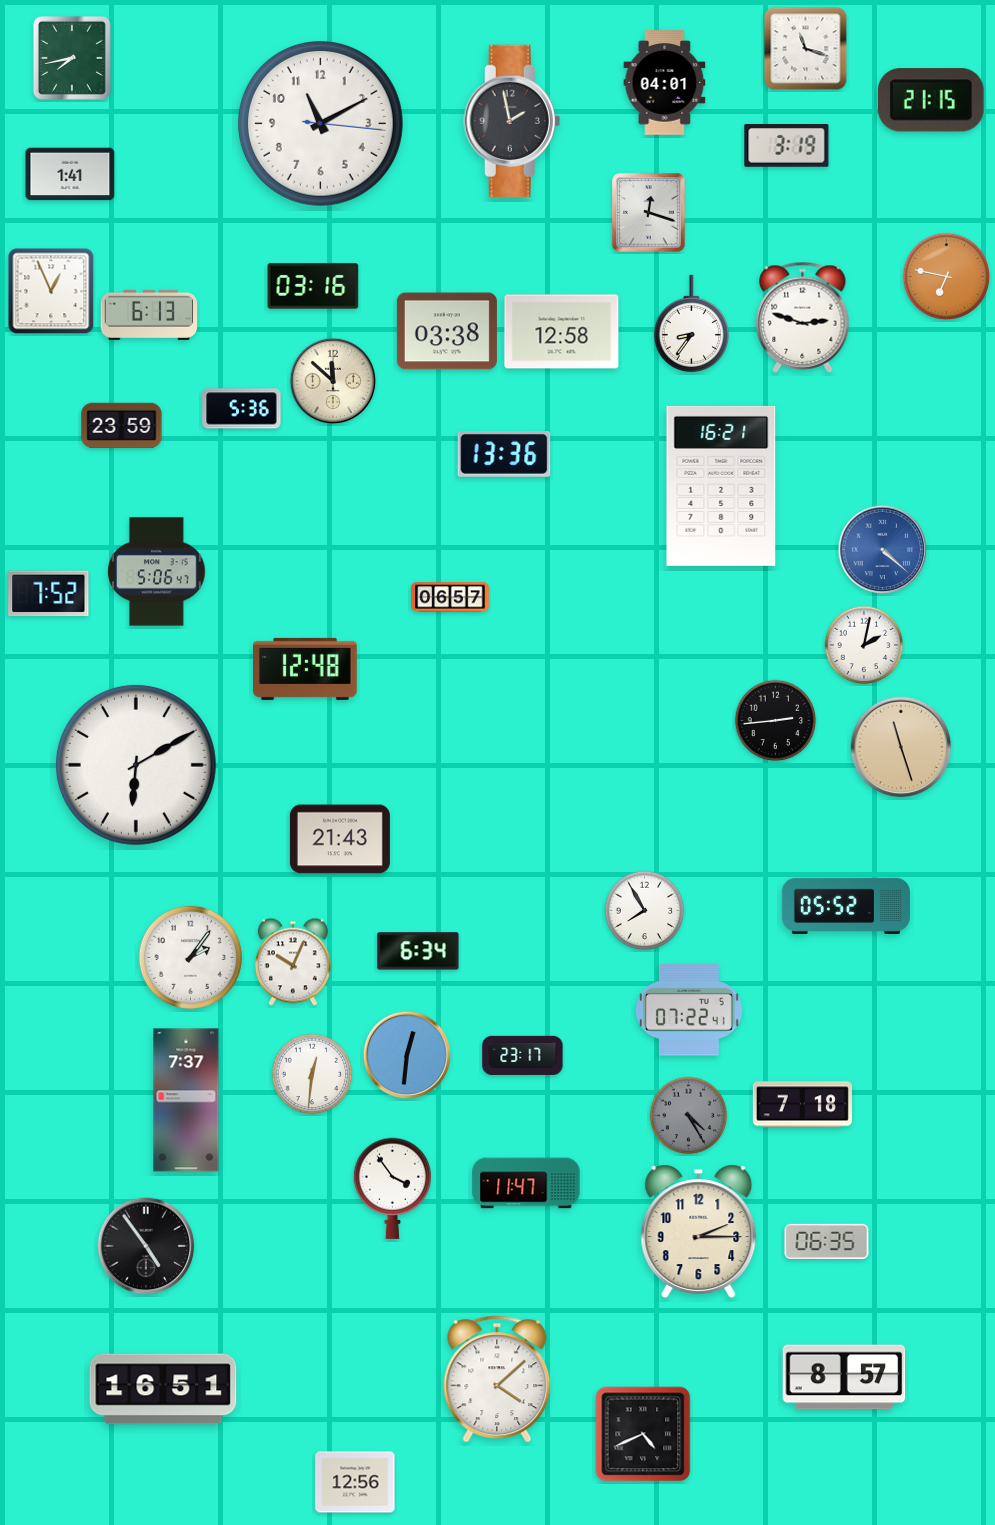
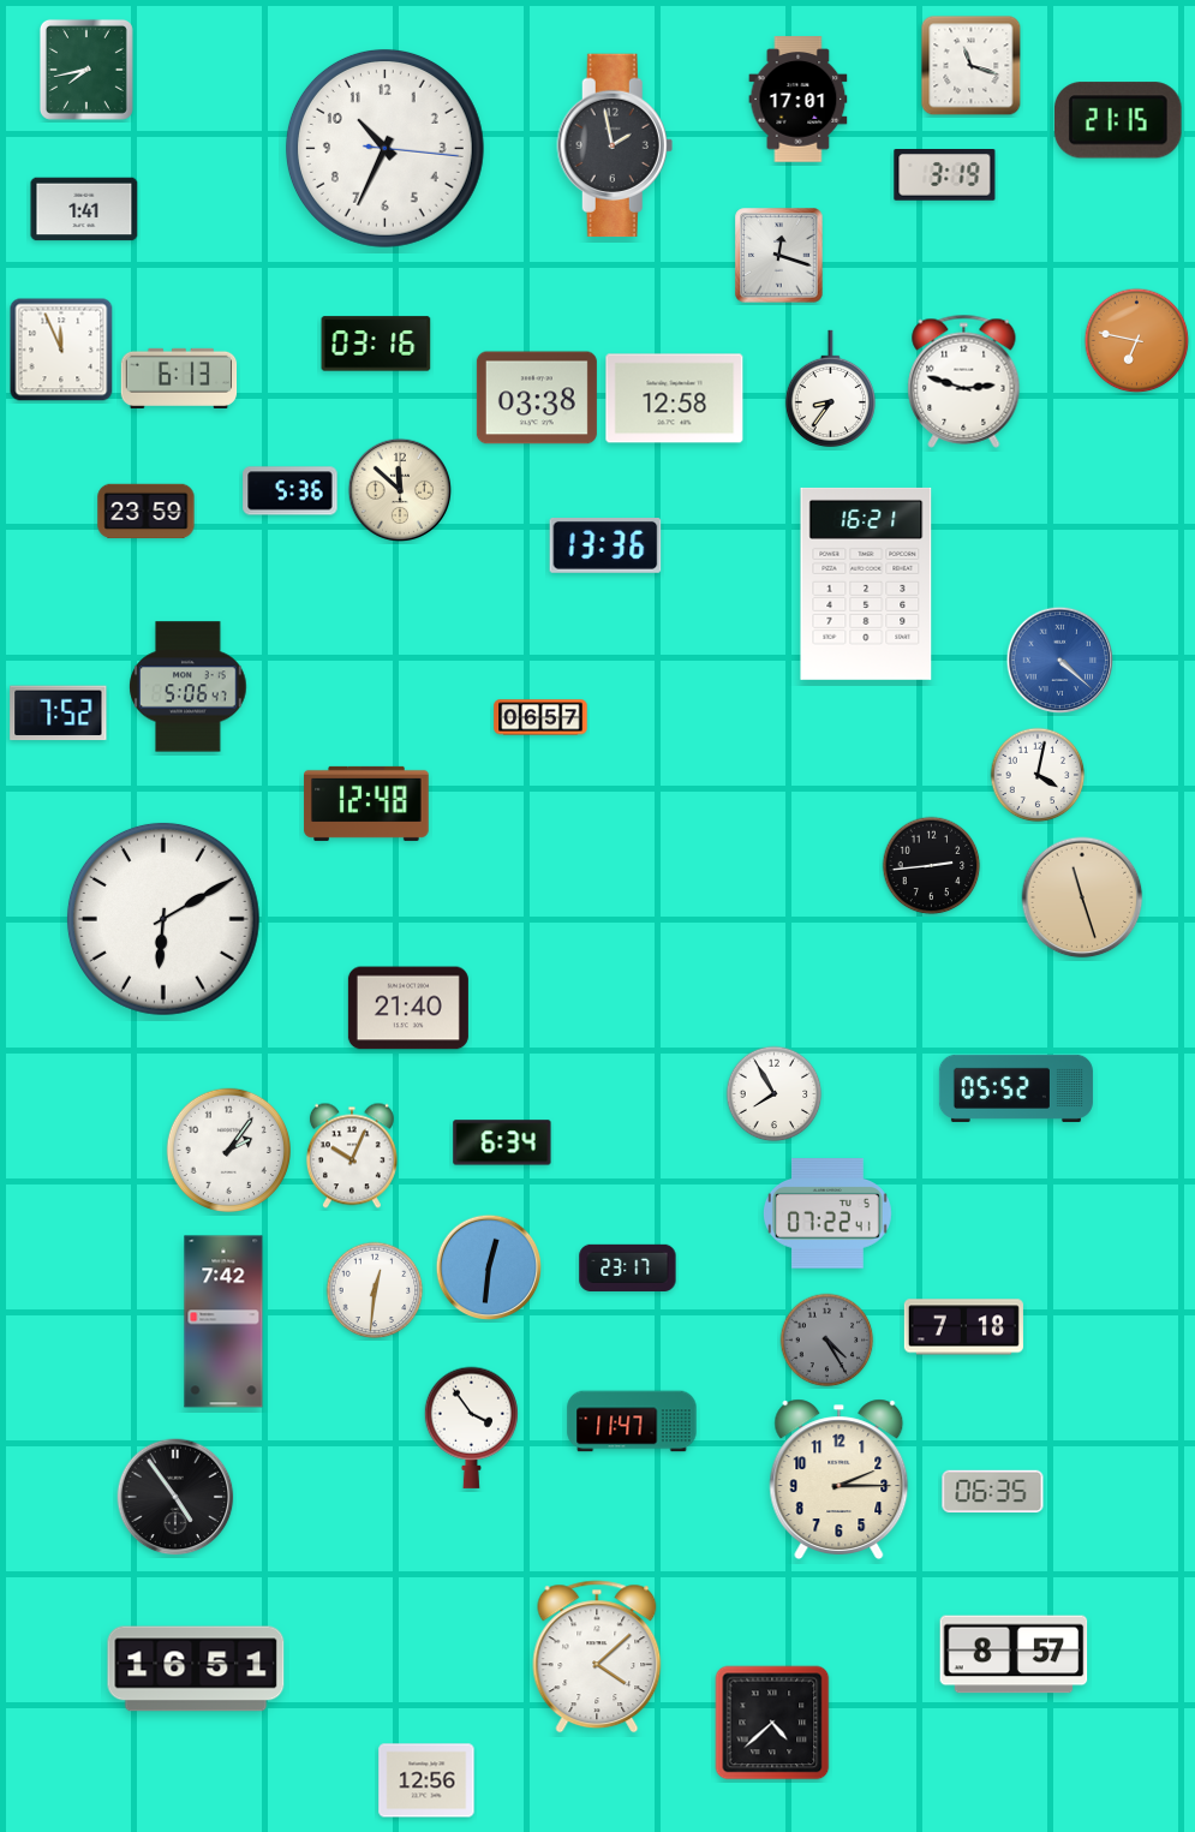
clock at (806, 49) position: (806, 49) -> (972, 66)
clock at (665, 83): 04:01 -> 17:01
clock at (320, 123): 11:10 -> 10:34
clock at (947, 277) position: (947, 277) -> (1137, 341)
clock at (51, 291): 12:56 -> 11:56
clock at (333, 381) position: (333, 381) -> (400, 490)
clock at (864, 645): 2:02 -> 4:02
clock at (340, 839): 21:43 -> 21:40
clock at (186, 1100): 7:37 -> 7:42
clock at (643, 1434): 4:41 -> 4:38
